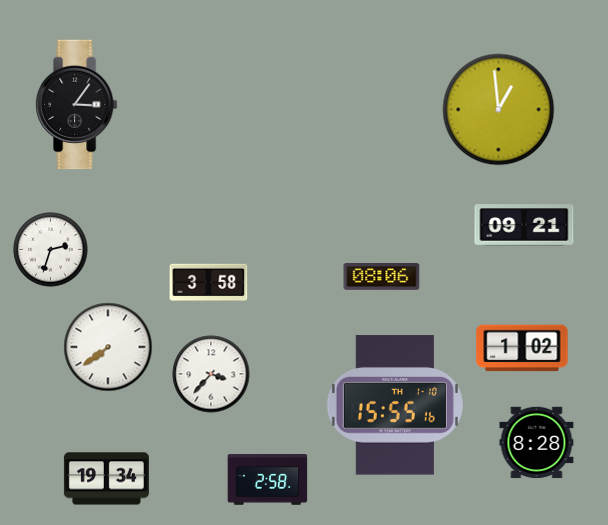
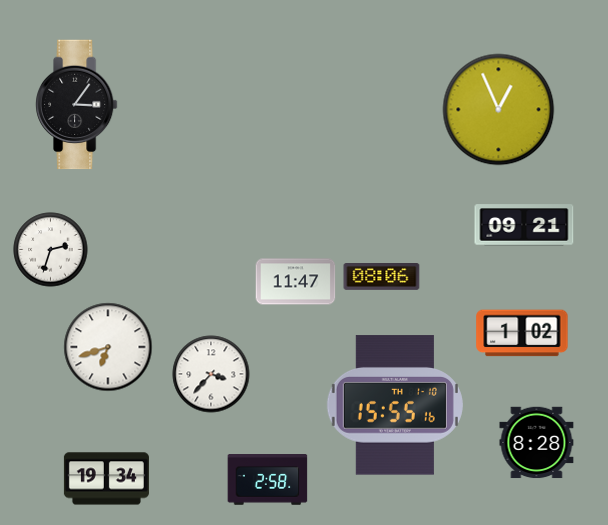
clock at (499, 110): 12:59 -> 12:56
clock at (296, 282): none -> 11:47
clock at (209, 283): 3:58 -> none
clock at (108, 347): 7:39 -> 6:42
clock at (522, 348) position: (522, 348) -> (522, 333)
